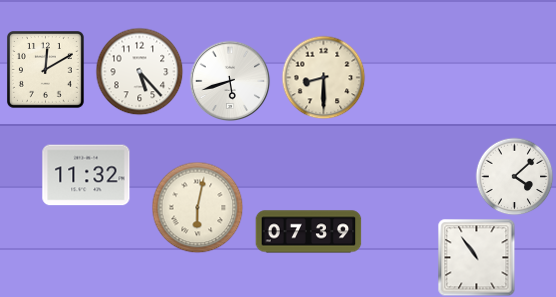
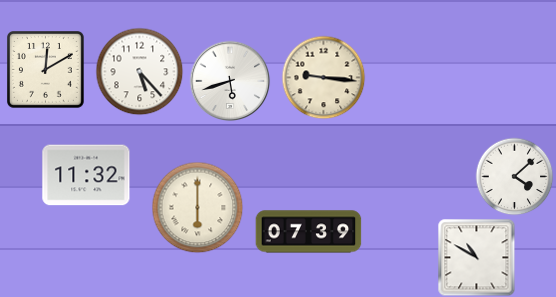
clock at (323, 77): 8:30 -> 9:16
clock at (197, 207): 6:02 -> 6:00
clock at (476, 257): 10:54 -> 10:50
